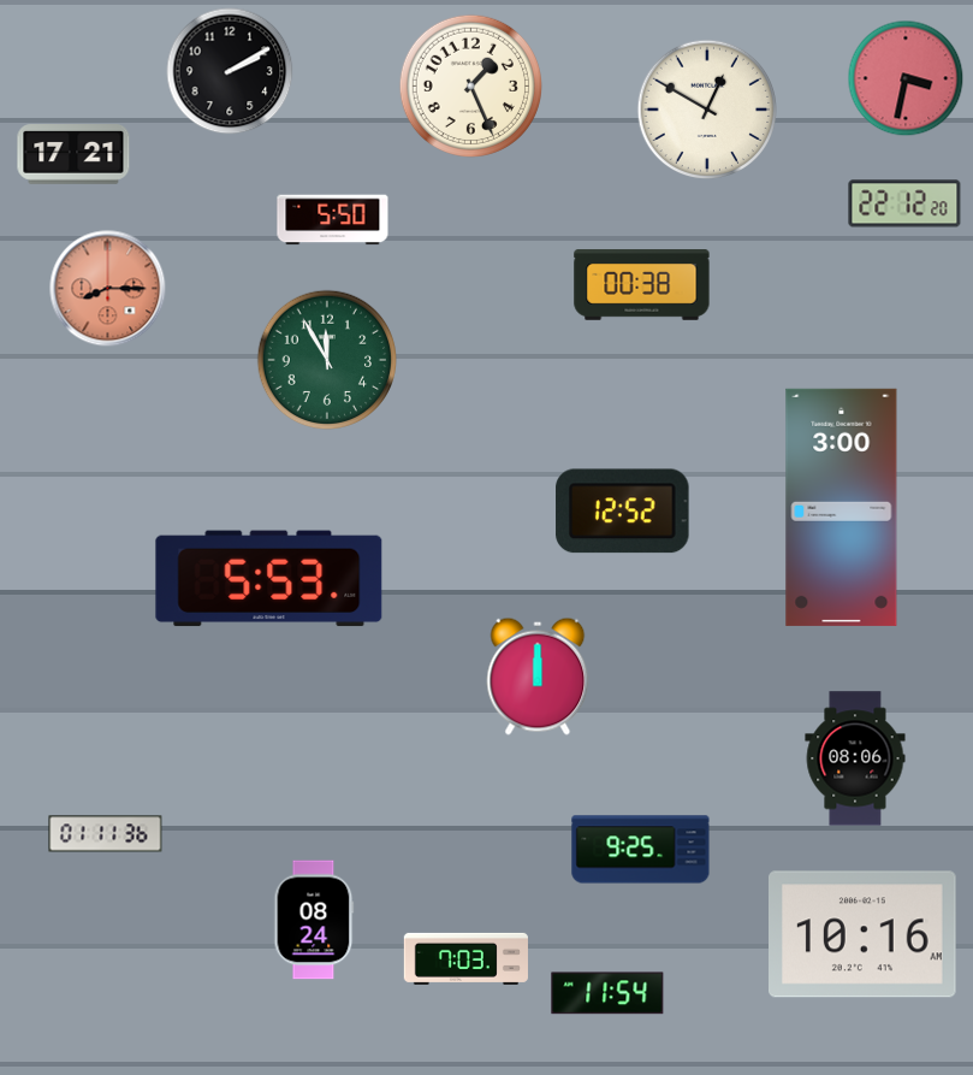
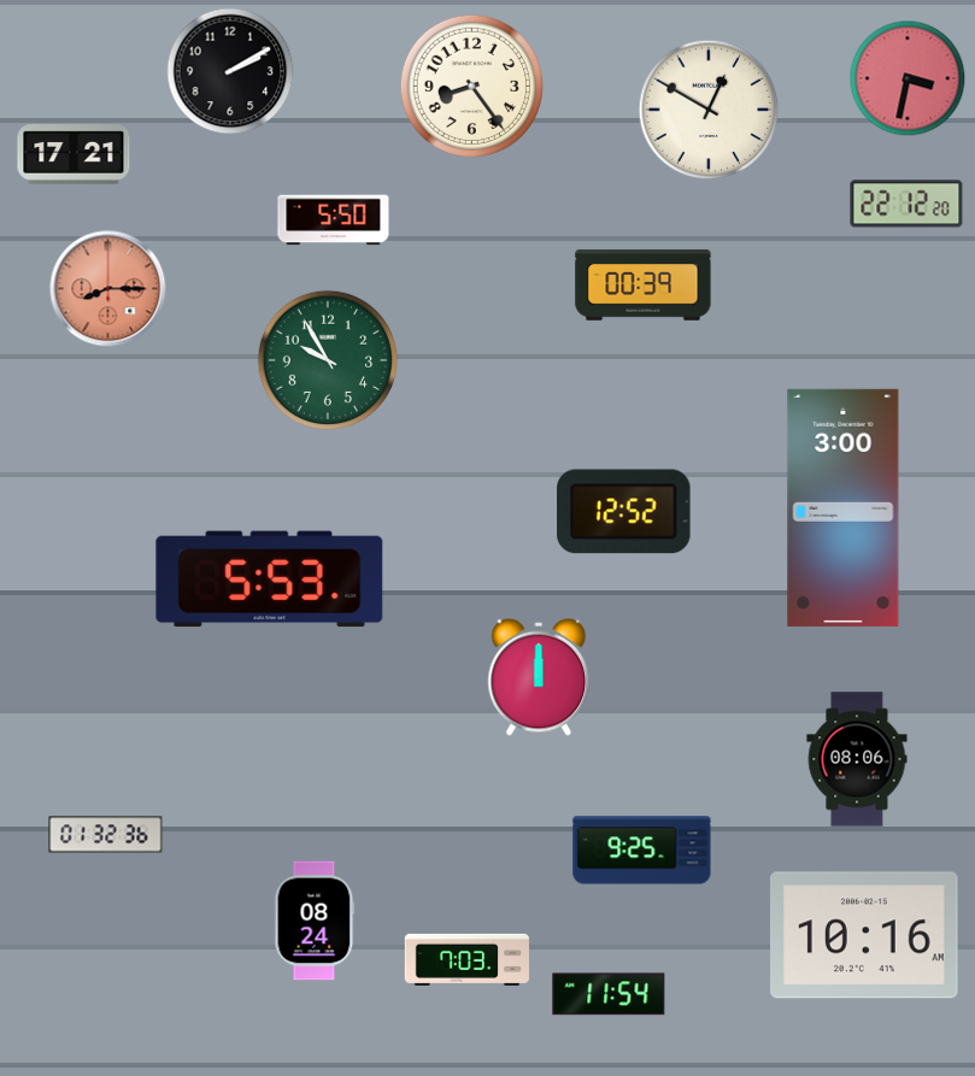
clock at (470, 85): 1:26 -> 8:24
clock at (642, 285): 00:38 -> 00:39
clock at (327, 360): 11:55 -> 9:55
clock at (106, 834): 01:11 -> 01:32
